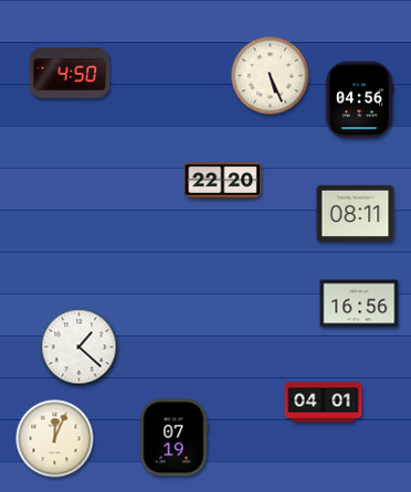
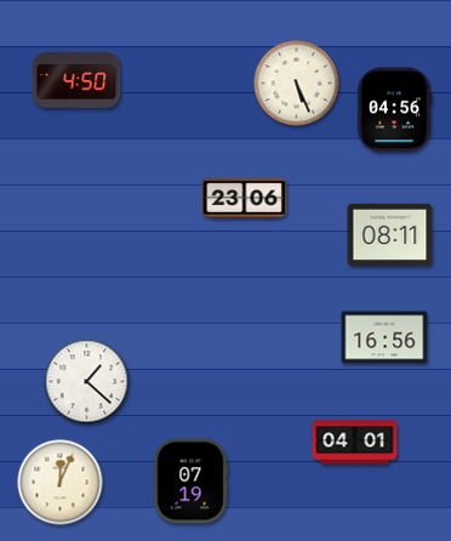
clock at (223, 181): 22:20 -> 23:06
clock at (359, 303) position: (359, 303) -> (384, 337)
